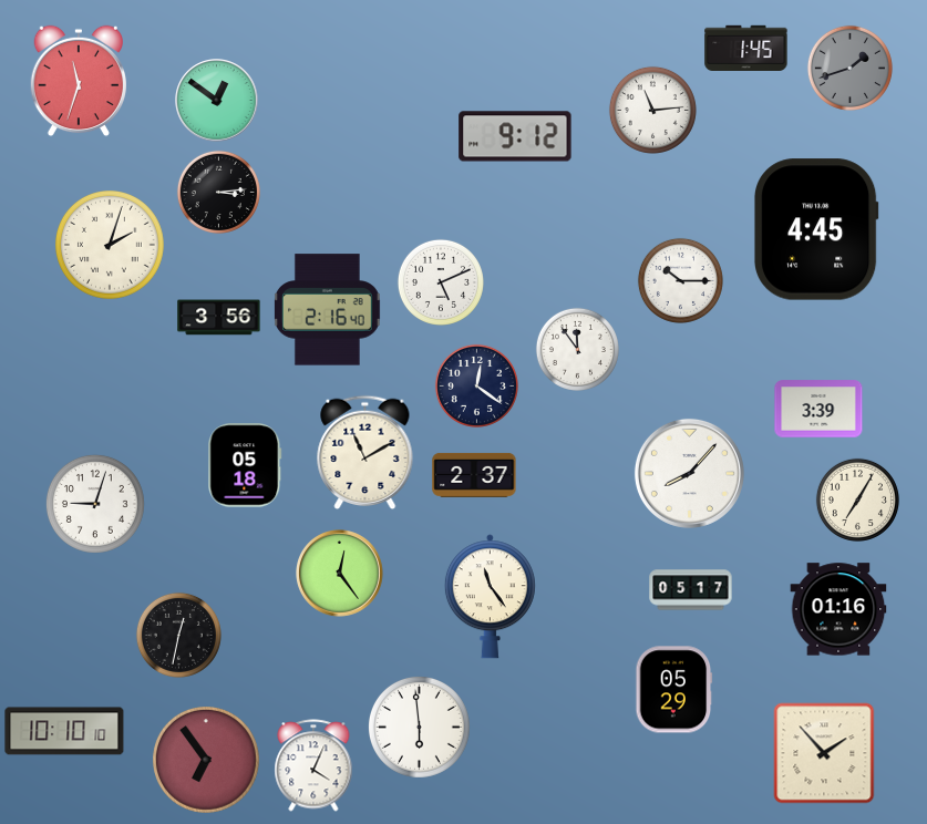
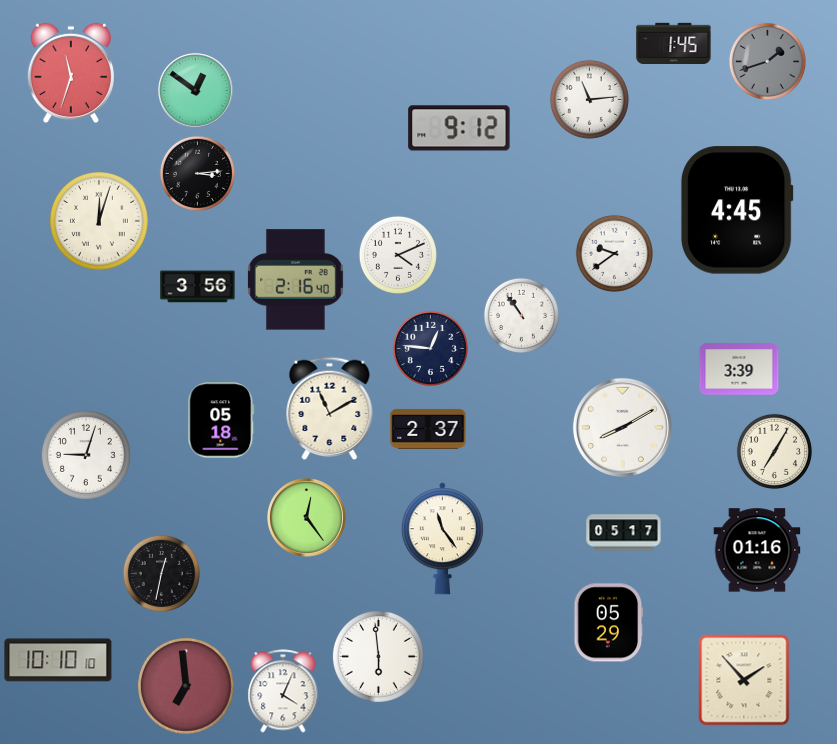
clock at (515, 136) position: (515, 136) -> (459, 128)
clock at (816, 229) position: (816, 229) -> (737, 210)
clock at (111, 246): 2:03 -> 12:03
clock at (680, 280): 10:15 -> 9:39
clock at (441, 282): 5:11 -> 4:11
clock at (577, 349): 11:54 -> 10:54
clock at (476, 385): 12:21 -> 12:46
clock at (689, 473): 8:07 -> 8:10
clock at (207, 761): 6:54 -> 6:59
